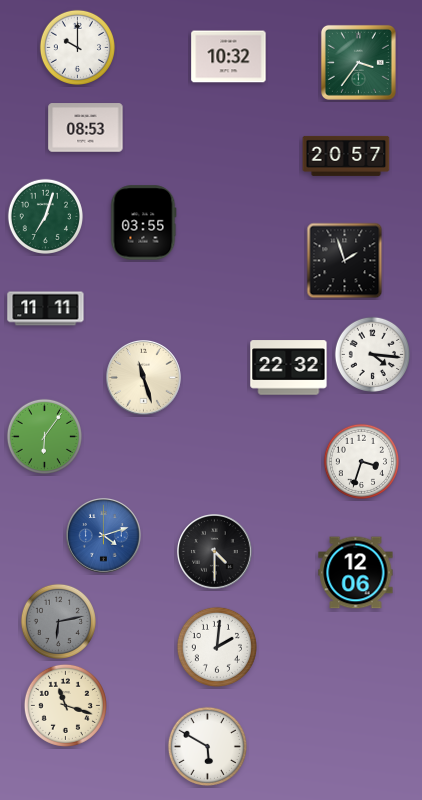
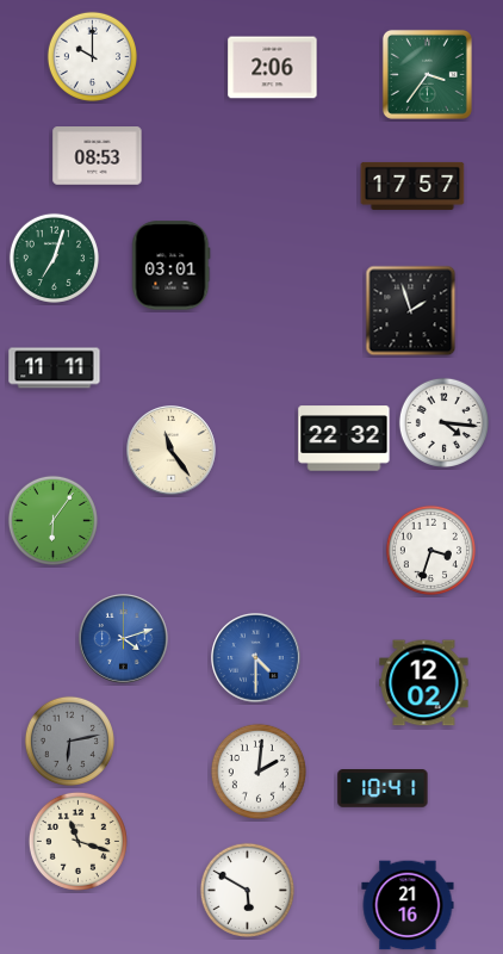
clock at (229, 57): 10:32 -> 2:06
clock at (86, 128) position: (86, 128) -> (98, 156)
clock at (346, 156): 20:57 -> 17:57
clock at (144, 223): 03:55 -> 03:01
clock at (144, 378): 11:27 -> 11:24
clock at (215, 552) dial: black -> blue
clock at (356, 573): 12:06 -> 12:02
clock at (383, 789): none -> 10:41
clock at (408, 905): none -> 21:16
